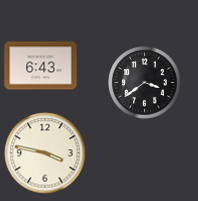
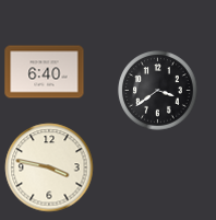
clock at (41, 66): 6:43 -> 6:40
